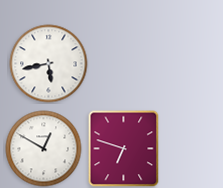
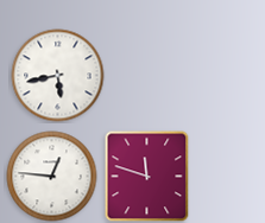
clock at (44, 149): 12:50 -> 12:46
clock at (124, 149): 6:48 -> 11:48
